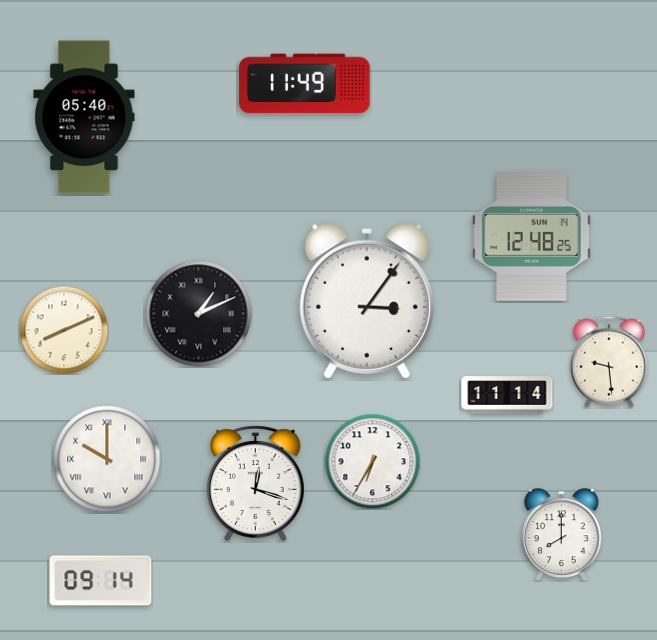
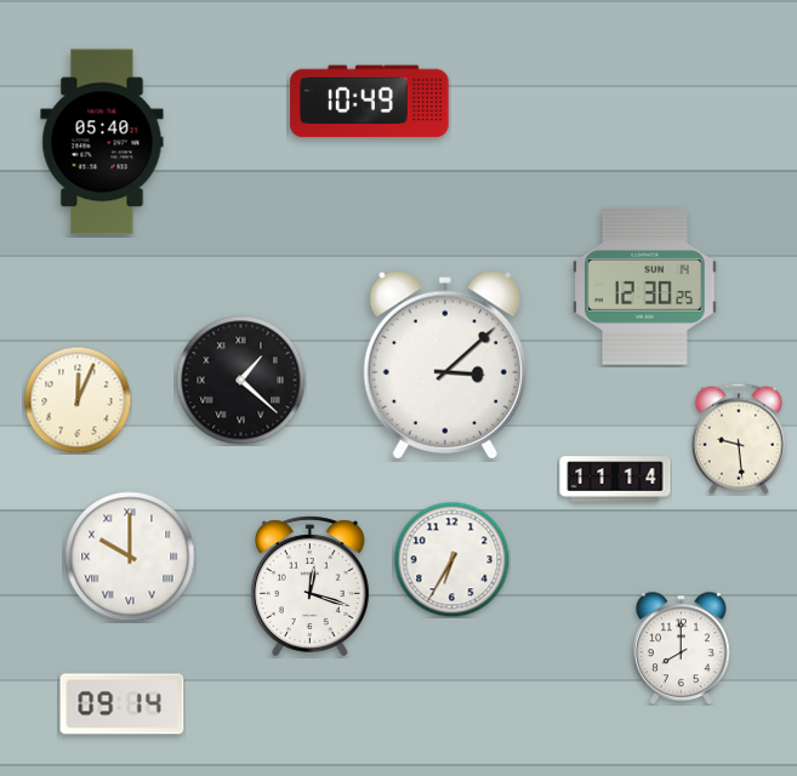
clock at (305, 84): 11:49 -> 10:49
clock at (532, 237): 12:48 -> 12:30
clock at (367, 301): 3:06 -> 3:08
clock at (199, 314): 1:11 -> 1:22
clock at (64, 330): 8:11 -> 12:04
